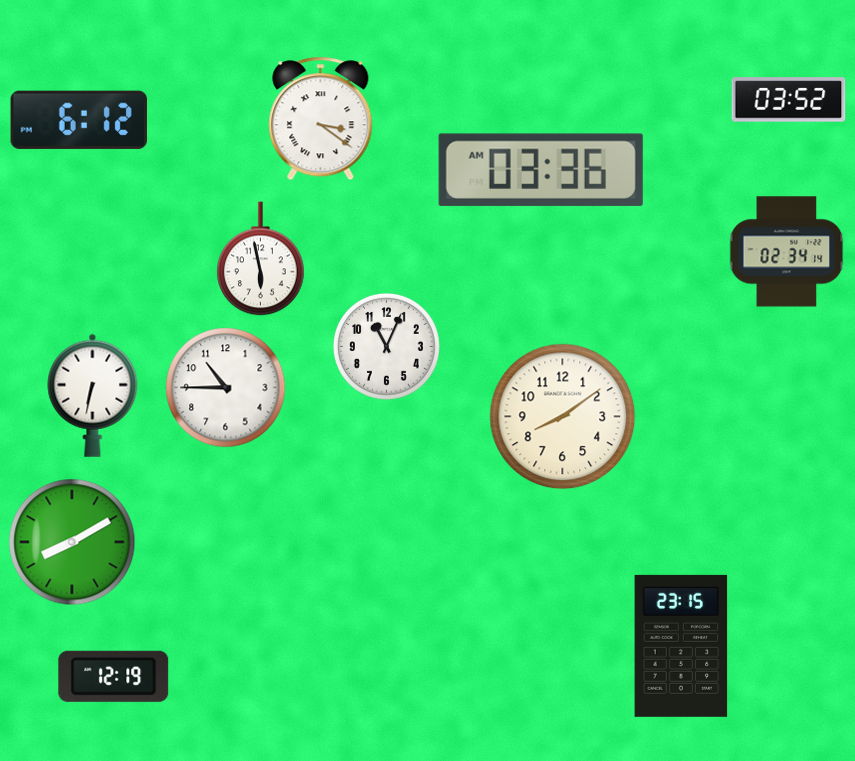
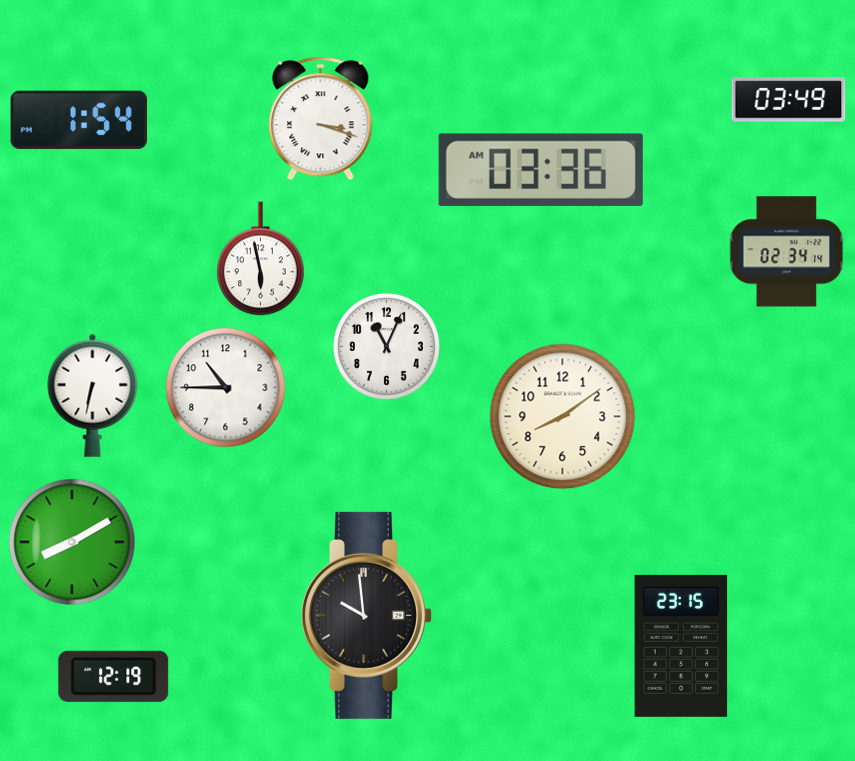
clock at (789, 100): 03:52 -> 03:49
clock at (321, 119): 3:21 -> 3:18
clock at (78, 120): 6:12 -> 1:54
clock at (367, 615): none -> 9:59
